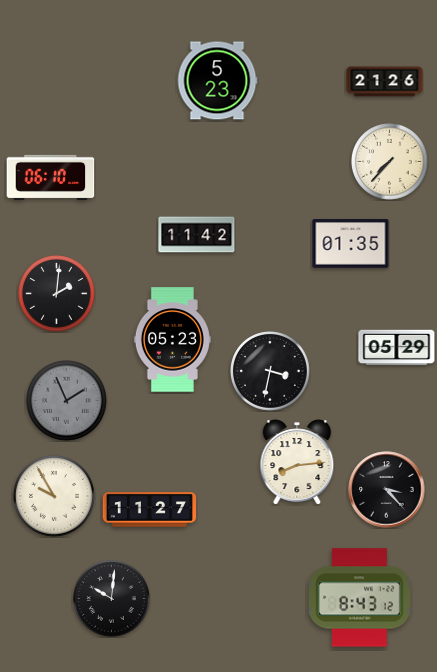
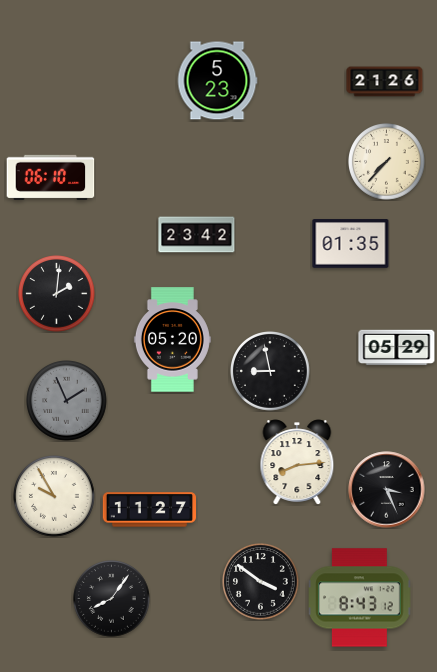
clock at (390, 162) position: (390, 162) -> (387, 162)
clock at (197, 235): 11:42 -> 23:42
clock at (172, 340): 05:23 -> 05:20
clock at (271, 372): 3:32 -> 8:58
clock at (387, 490): 3:23 -> 3:26
clock at (261, 582): none -> 3:51
clock at (112, 599): 10:01 -> 8:06
